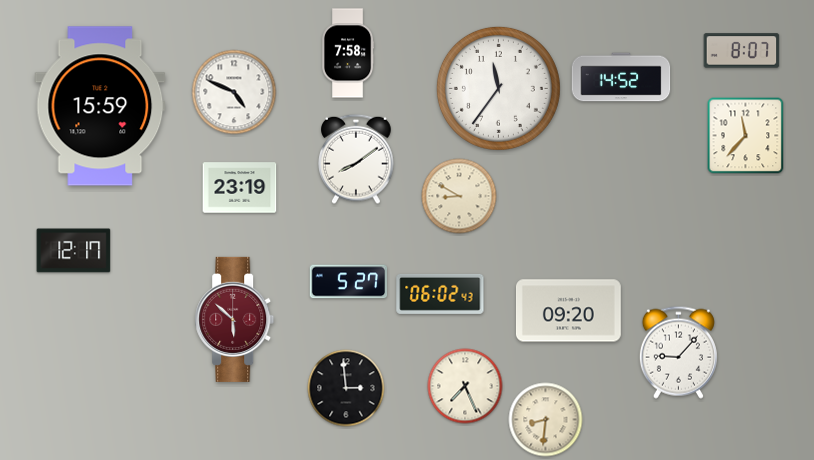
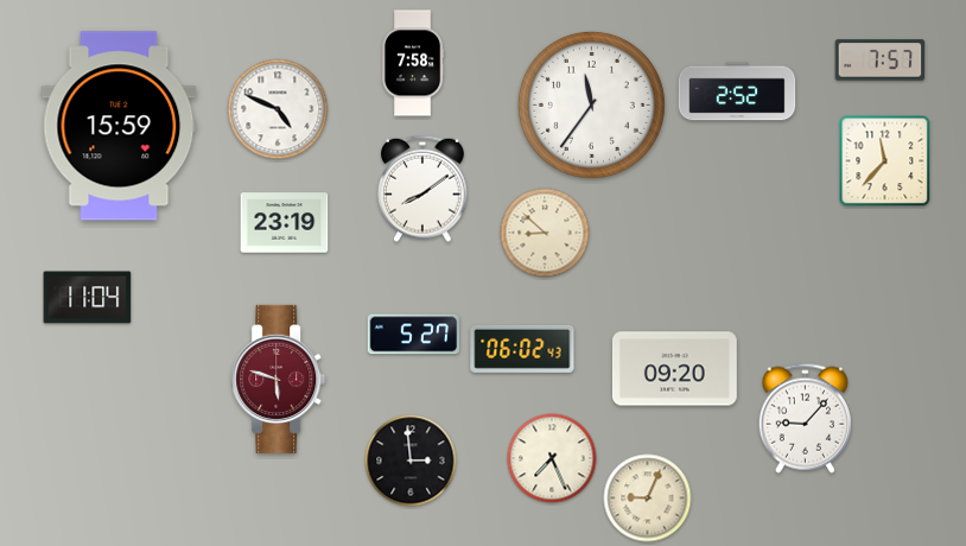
clock at (742, 51): 8:07 -> 7:57
clock at (621, 77): 14:52 -> 2:52
clock at (459, 196): 8:50 -> 8:52
clock at (74, 251): 12:17 -> 11:04
clock at (235, 319): 5:52 -> 5:48
clock at (546, 420): 8:31 -> 9:04
